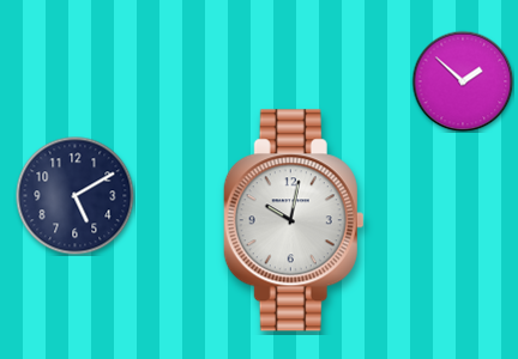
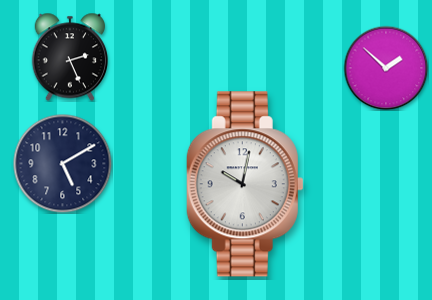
clock at (69, 57): none -> 2:26
